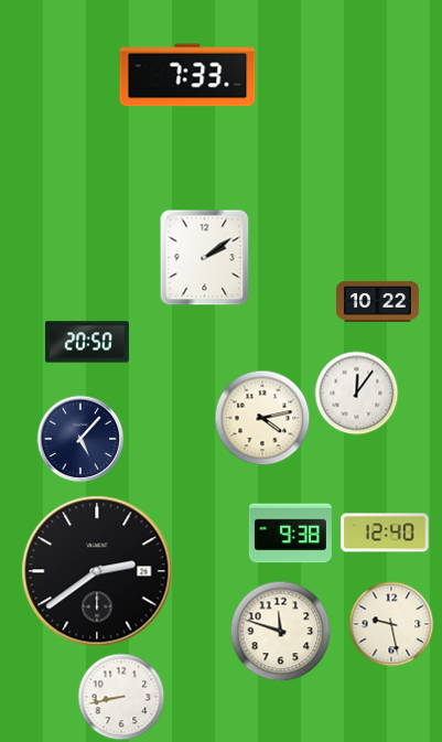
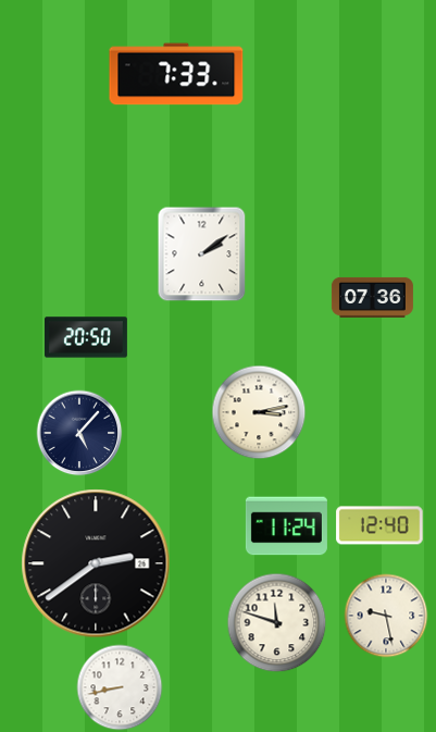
clock at (187, 75) position: (187, 75) -> (176, 74)
clock at (377, 301): 10:22 -> 07:36
clock at (357, 394): 12:06 -> none
clock at (262, 418): 4:13 -> 3:13
clock at (290, 534): 9:38 -> 11:24
